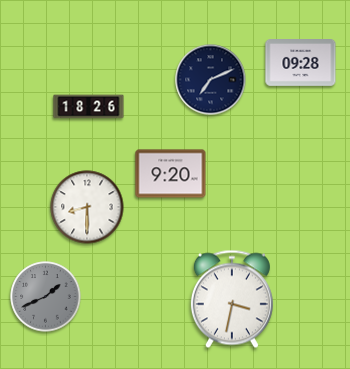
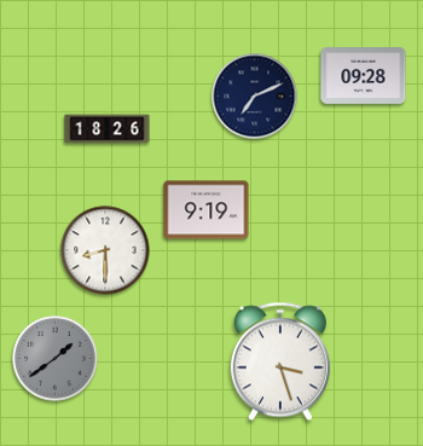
clock at (171, 174): 9:20 -> 9:19
clock at (46, 297): 1:41 -> 1:39
clock at (232, 299): 3:32 -> 3:27
